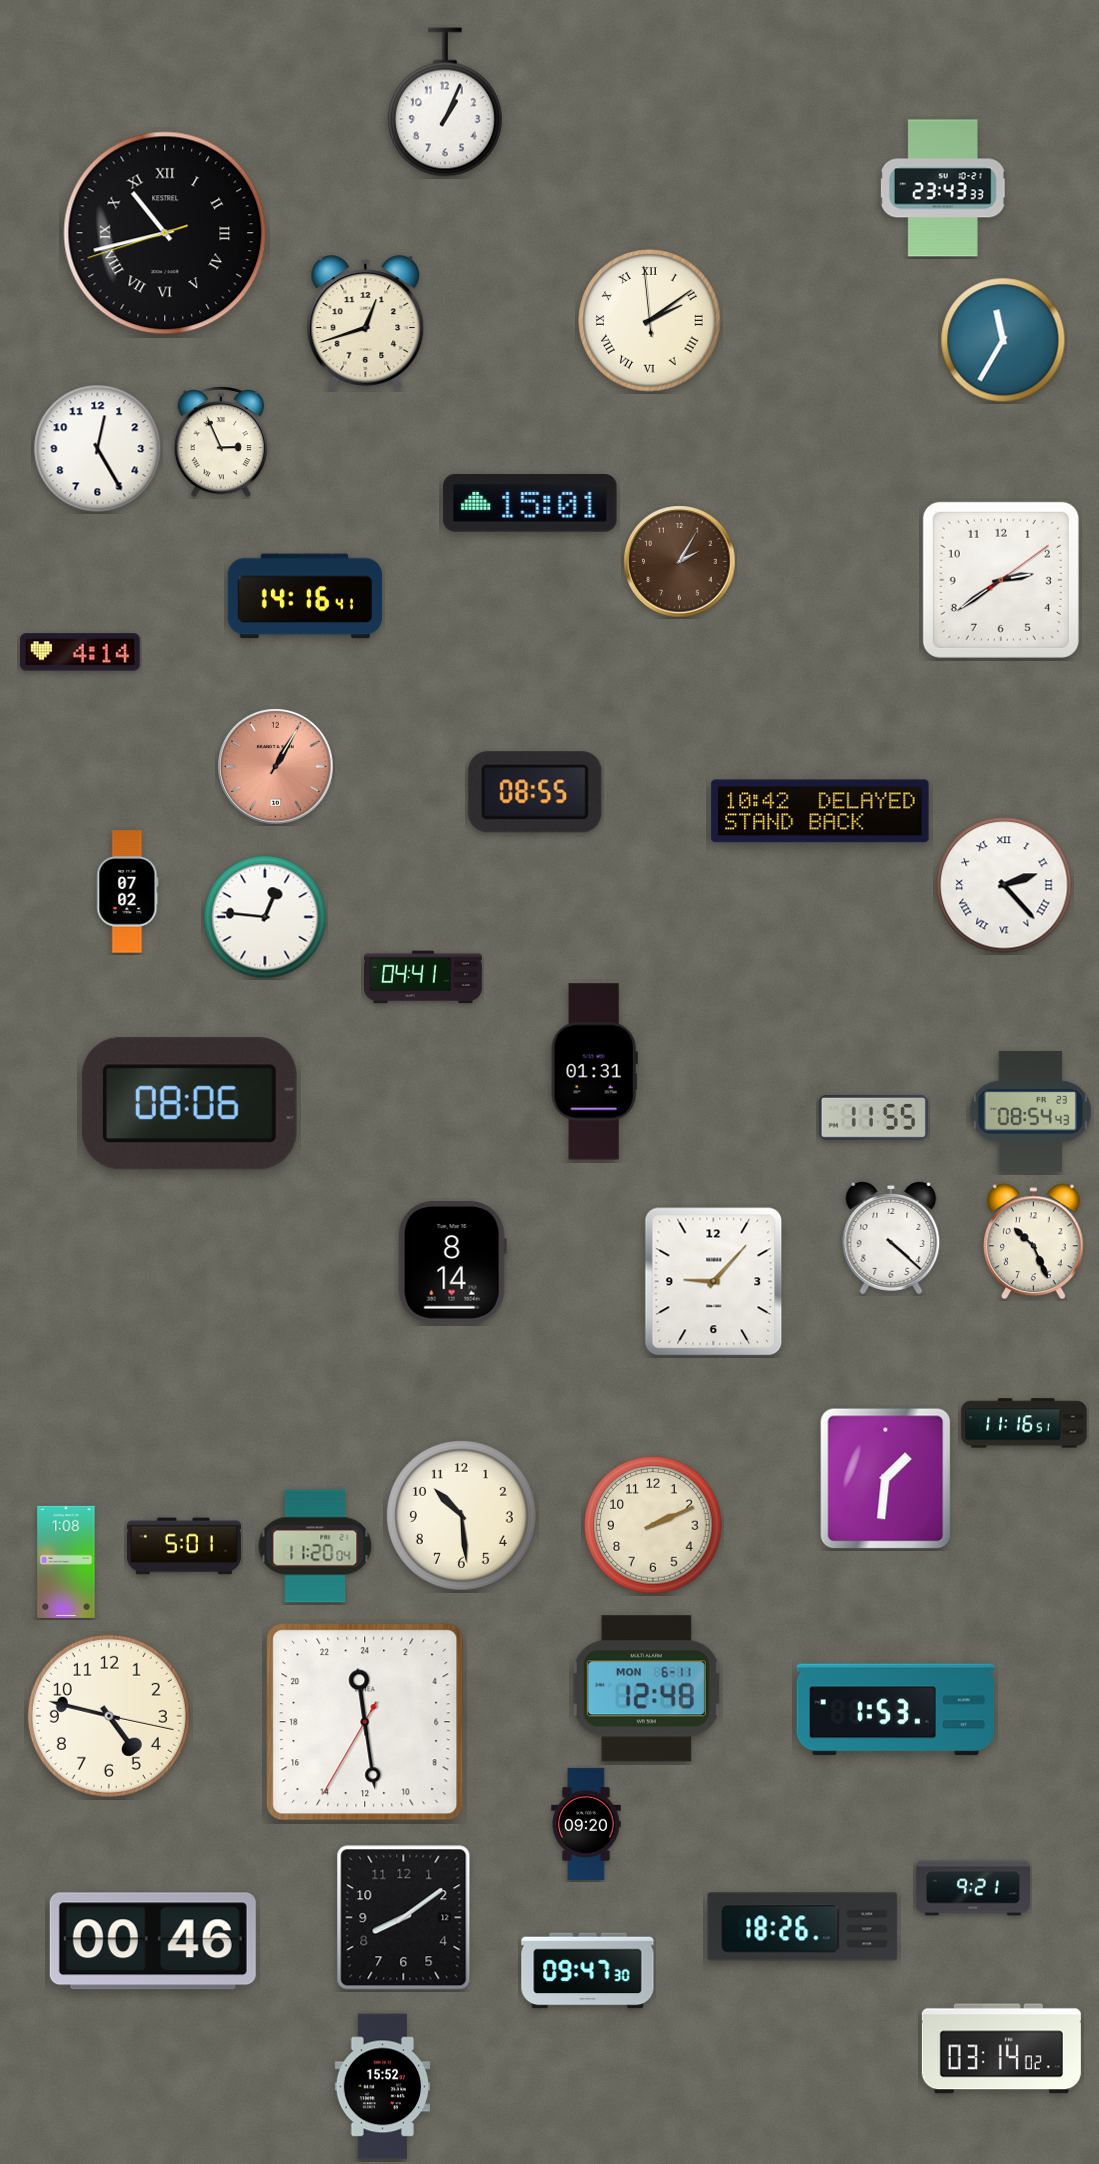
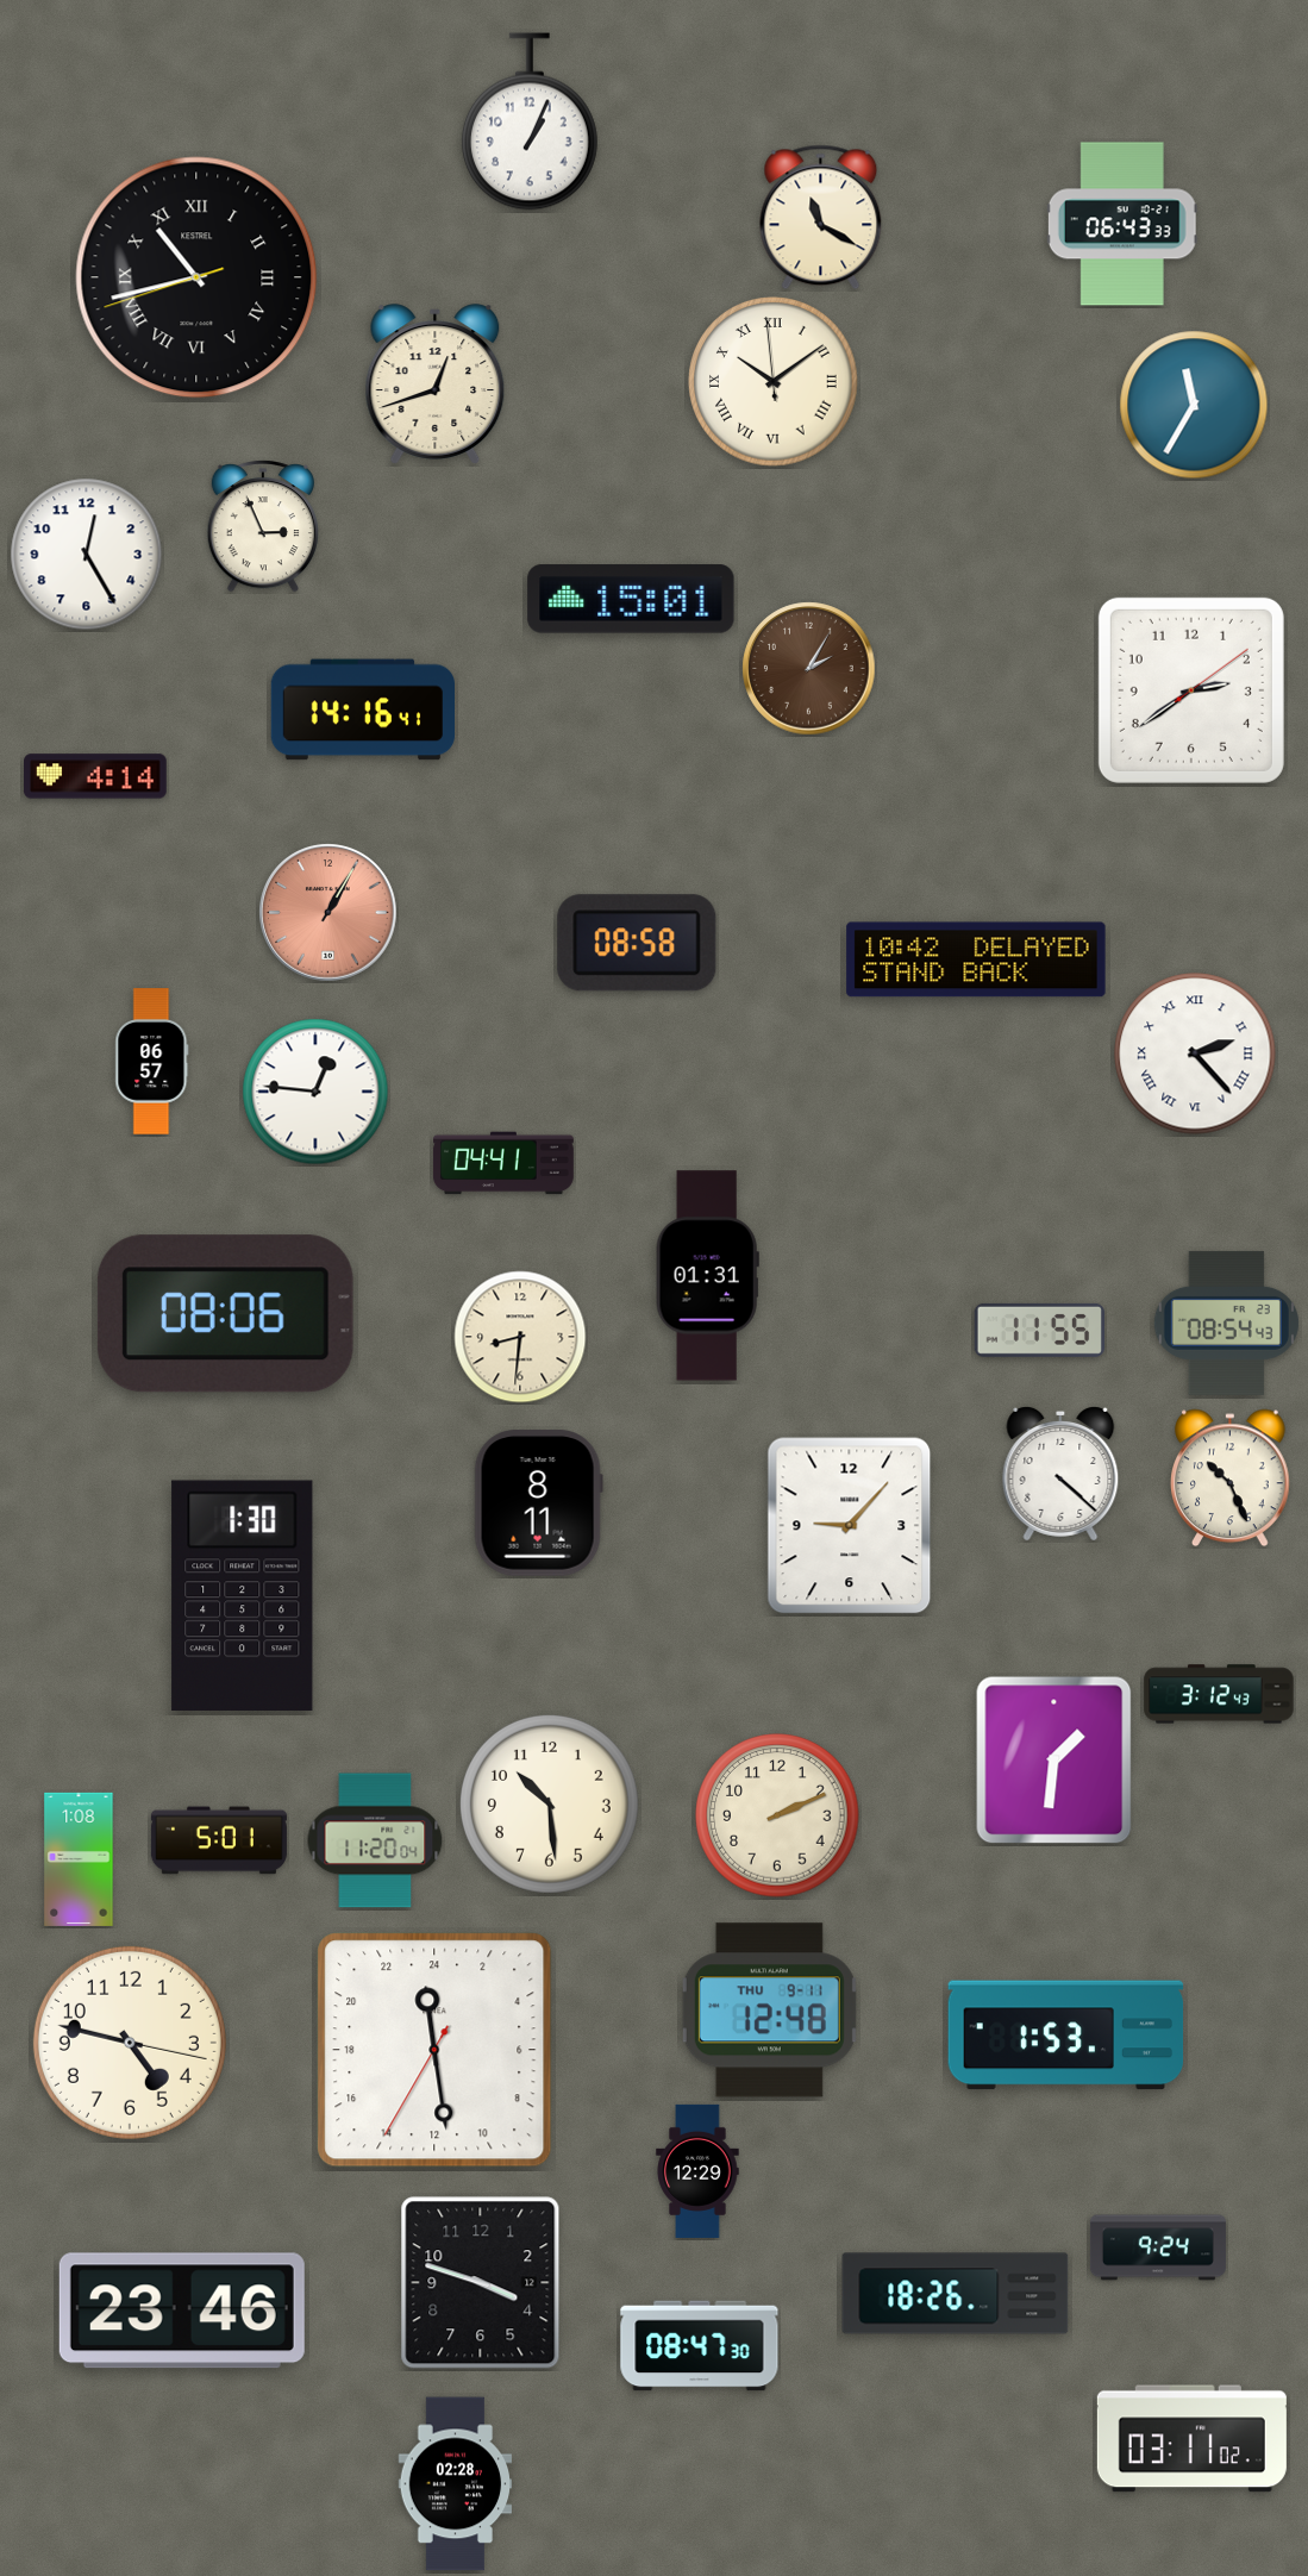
clock at (821, 218): none -> 11:20
clock at (943, 188): 23:43 -> 06:43
clock at (650, 321): 2:08 -> 10:08
clock at (98, 449) position: (98, 449) -> (87, 555)
clock at (535, 792): 08:55 -> 08:58
clock at (820, 811) position: (820, 811) -> (976, 959)
clock at (128, 892): 07:02 -> 06:57
clock at (520, 1337): none -> 8:31
clock at (452, 1263): 8:14 -> 8:11
clock at (243, 1595): none -> 1:30
clock at (1024, 1423): 11:16 -> 3:12
clock at (646, 1689) date: MON 6-11 -> THU 9-11
clock at (586, 1824): 09:20 -> 12:29
clock at (973, 1888): 9:21 -> 9:24
clock at (404, 1918): 8:09 -> 3:48
clock at (153, 1941): 00:46 -> 23:46
clock at (588, 1971): 09:47 -> 08:47
clock at (1001, 2049): 03:14 -> 03:11
clock at (383, 2087): 15:52 -> 02:28
